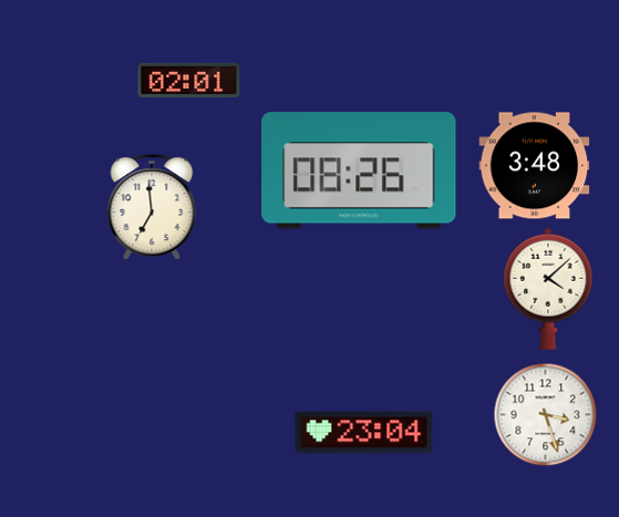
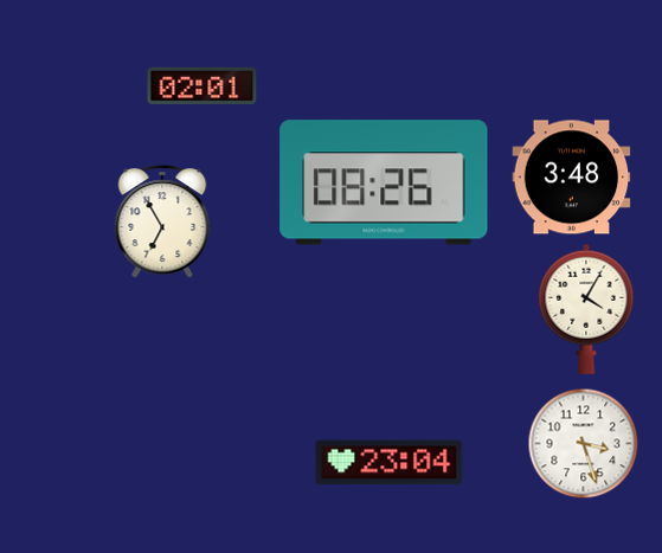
clock at (152, 207): 6:59 -> 6:55
clock at (548, 289): 4:08 -> 4:05
